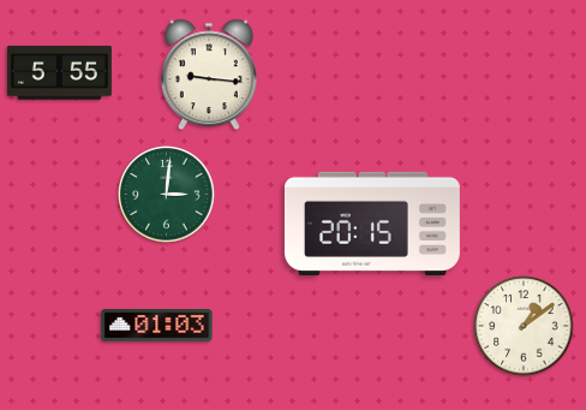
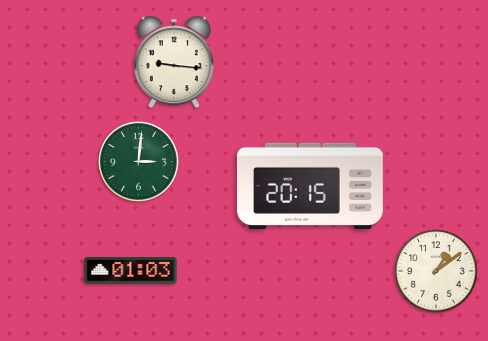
clock at (59, 73): 5:55 -> none
